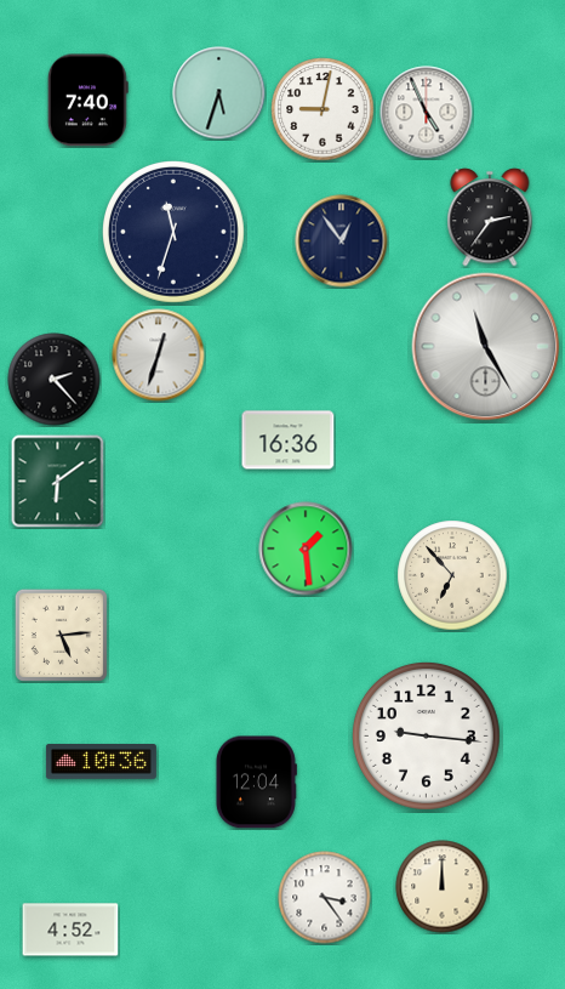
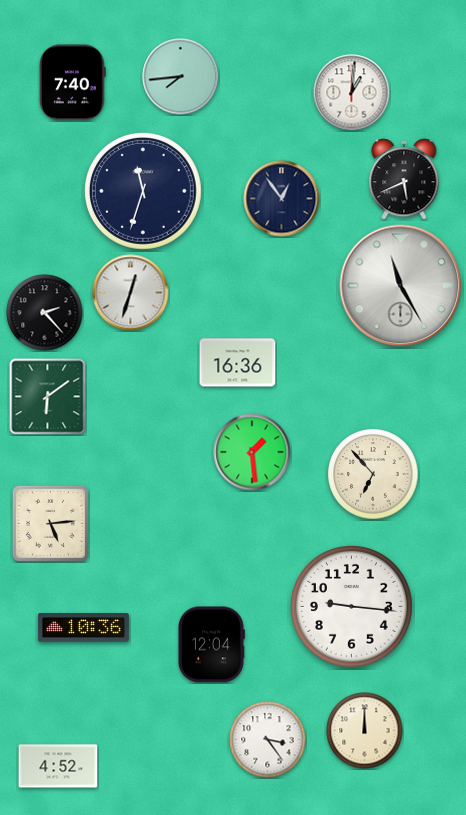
clock at (219, 93): 5:33 -> 7:44
clock at (323, 109): 9:02 -> none
clock at (427, 113): 4:56 -> 1:01
clock at (490, 217): 2:36 -> 5:41
